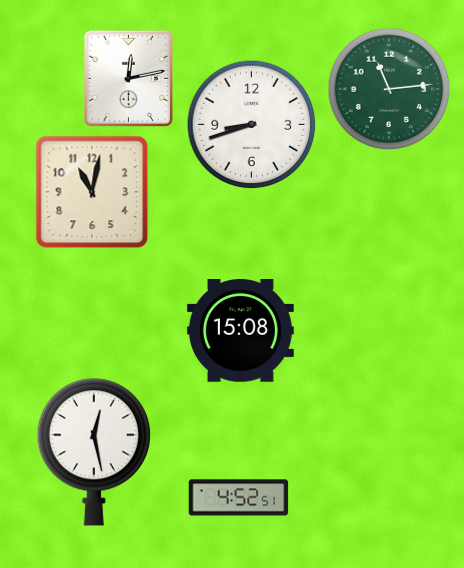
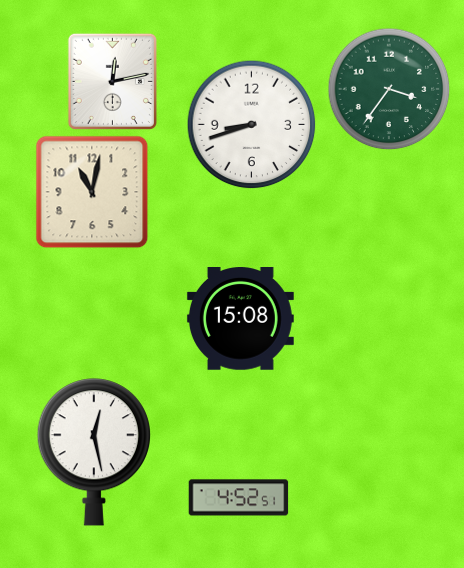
clock at (128, 78) position: (128, 78) -> (112, 81)
clock at (389, 89): 11:14 -> 3:36
clock at (240, 331) position: (240, 331) -> (240, 319)
